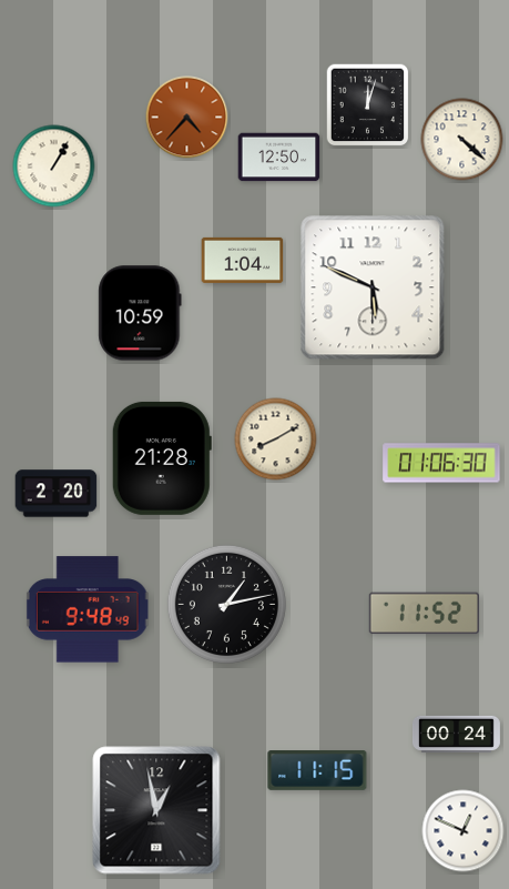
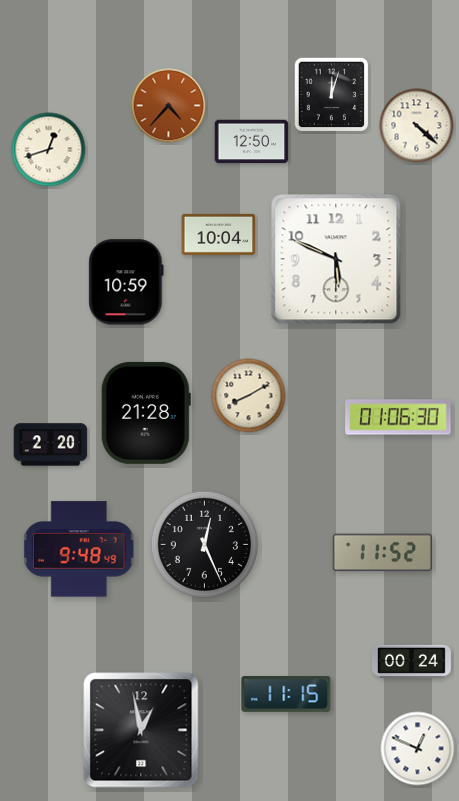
clock at (54, 166): 1:05 -> 12:42
clock at (243, 260): 1:04 -> 10:04
clock at (226, 604): 1:13 -> 12:26
